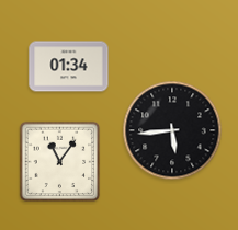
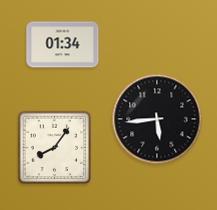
clock at (69, 67) position: (69, 67) -> (63, 45)
clock at (60, 162): 11:06 -> 8:06
